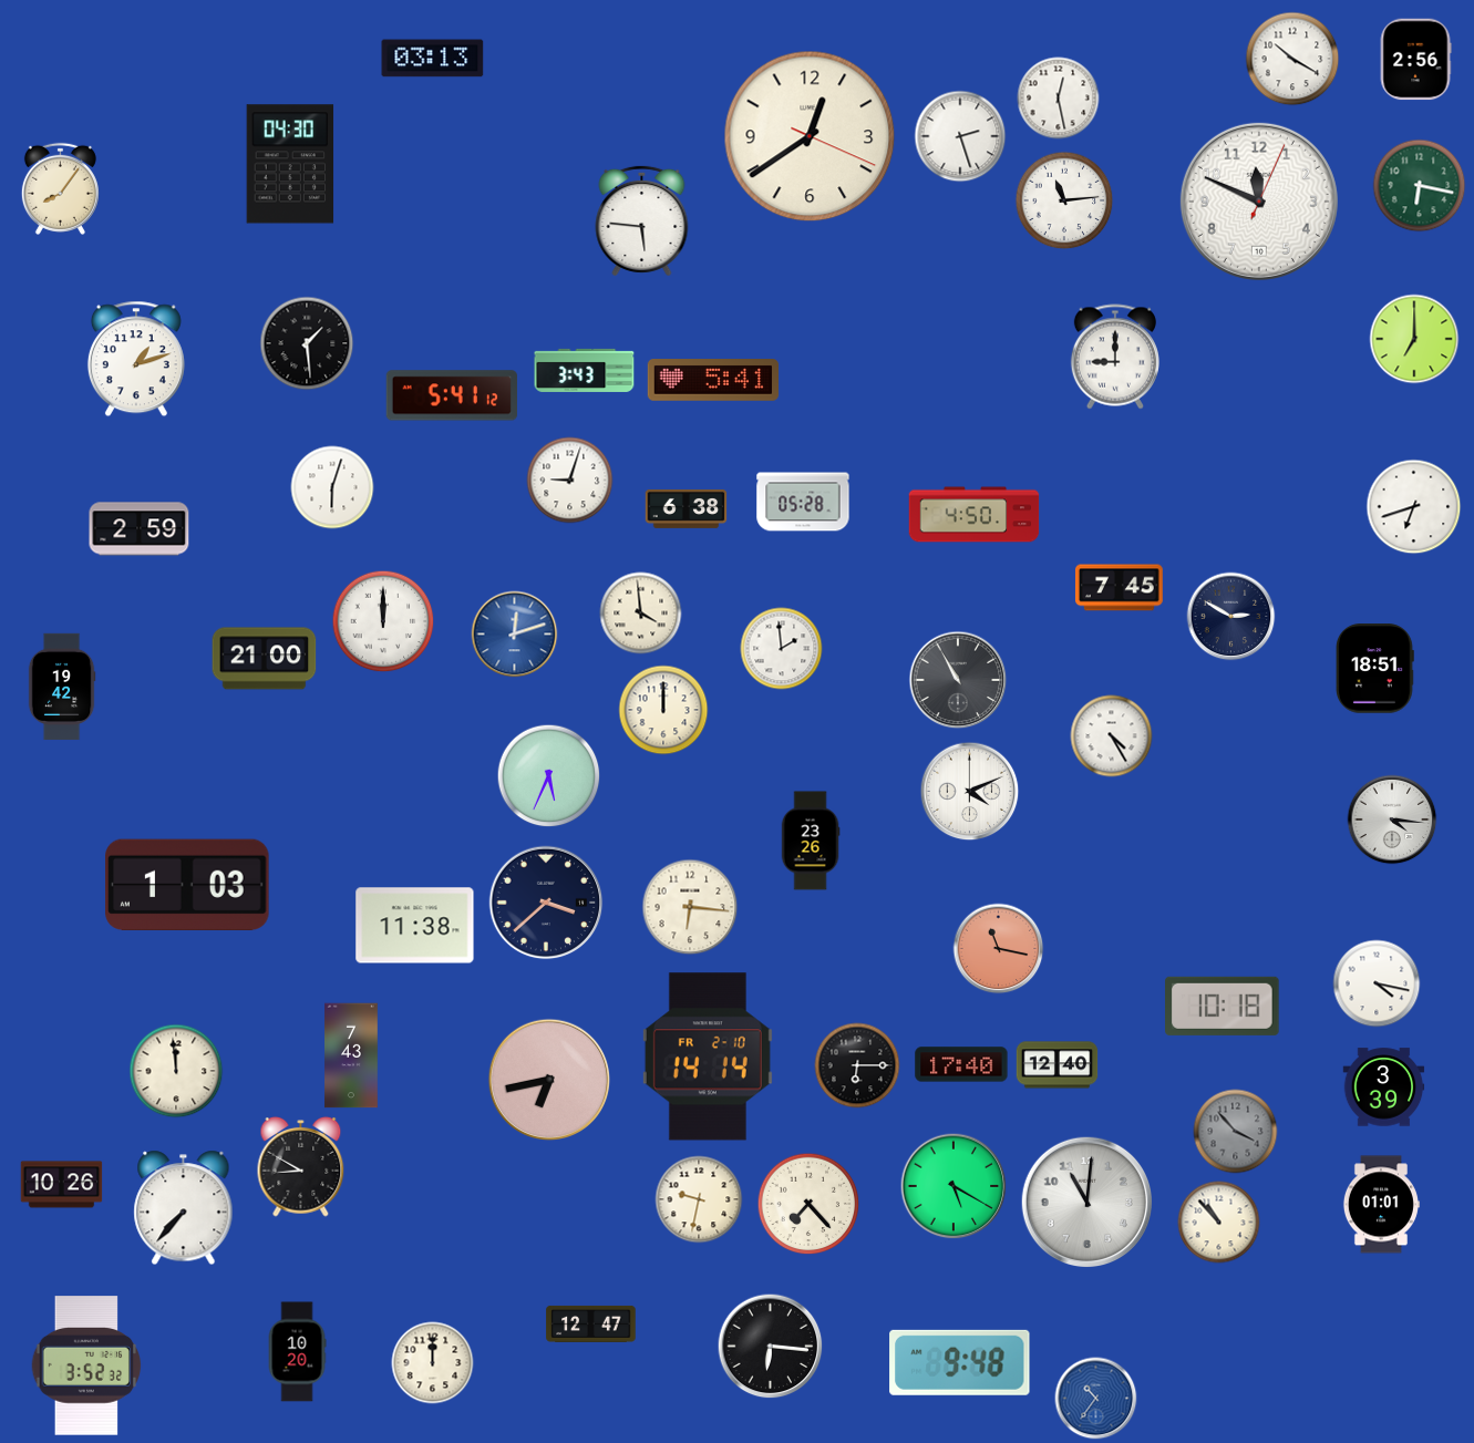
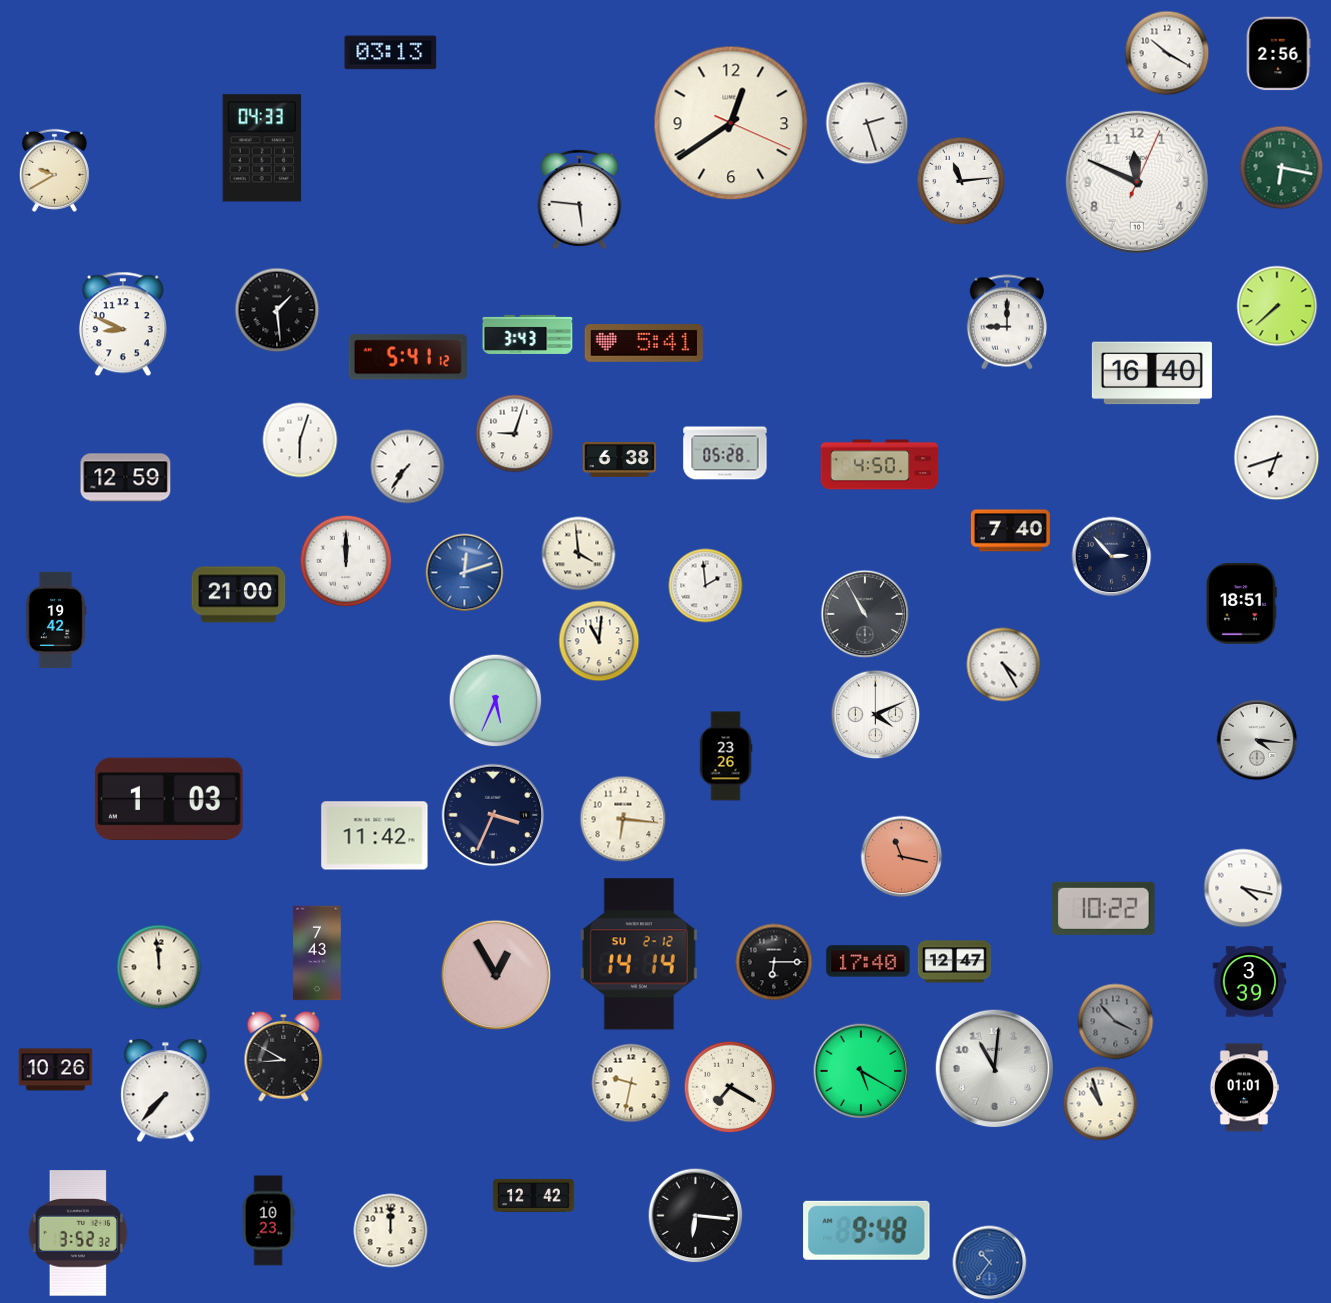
clock at (1059, 99): 12:28 -> none
clock at (290, 164): 04:30 -> 04:33
clock at (60, 188): 8:06 -> 9:40
clock at (1414, 339): 7:00 -> 7:38
clock at (136, 359): 1:12 -> 8:49
clock at (1152, 373): none -> 16:40
clock at (408, 467): none -> 7:36
clock at (140, 529): 2:59 -> 12:59
clock at (1119, 588): 7:45 -> 7:40
clock at (1231, 617): 2:50 -> 2:53
clock at (663, 710): 12:00 -> 11:01
clock at (811, 841) position: (811, 841) -> (726, 756)
clock at (546, 903): 3:38 -> 3:34
clock at (415, 926): 11:38 -> 11:42
clock at (1223, 1006): 10:18 -> 10:22
clock at (708, 1057) date: FR 2-10 -> SU 2-12
clock at (1058, 1065): 12:40 -> 12:47
clock at (549, 1080): 6:43 -> 12:55
clock at (301, 1166) position: (301, 1166) -> (284, 1056)
clock at (1086, 1202) position: (1086, 1202) -> (994, 1068)
clock at (808, 1204): 7:23 -> 7:20
clock at (1381, 1205) position: (1381, 1205) -> (1244, 1088)
clock at (1219, 1223): 10:53 -> 10:57
clock at (591, 1323): 12:47 -> 12:42
clock at (297, 1352): 10:20 -> 10:23
